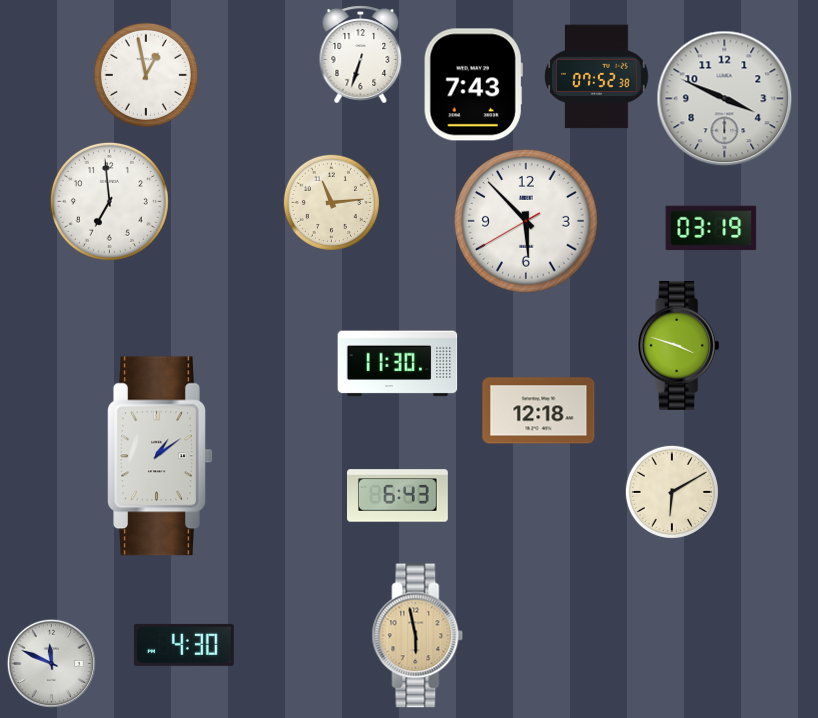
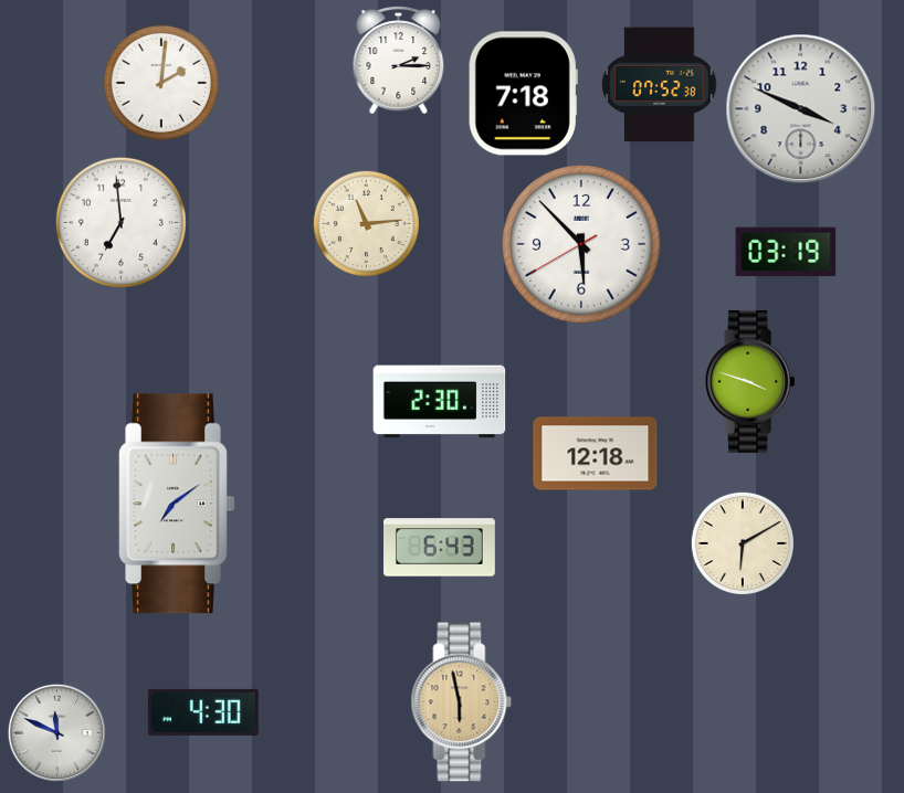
clock at (361, 55): 6:33 -> 2:15
clock at (146, 75): 12:58 -> 2:01
clock at (473, 85): 7:43 -> 7:18
clock at (398, 364): 11:30 -> 2:30
clock at (160, 456): 1:09 -> 7:09
